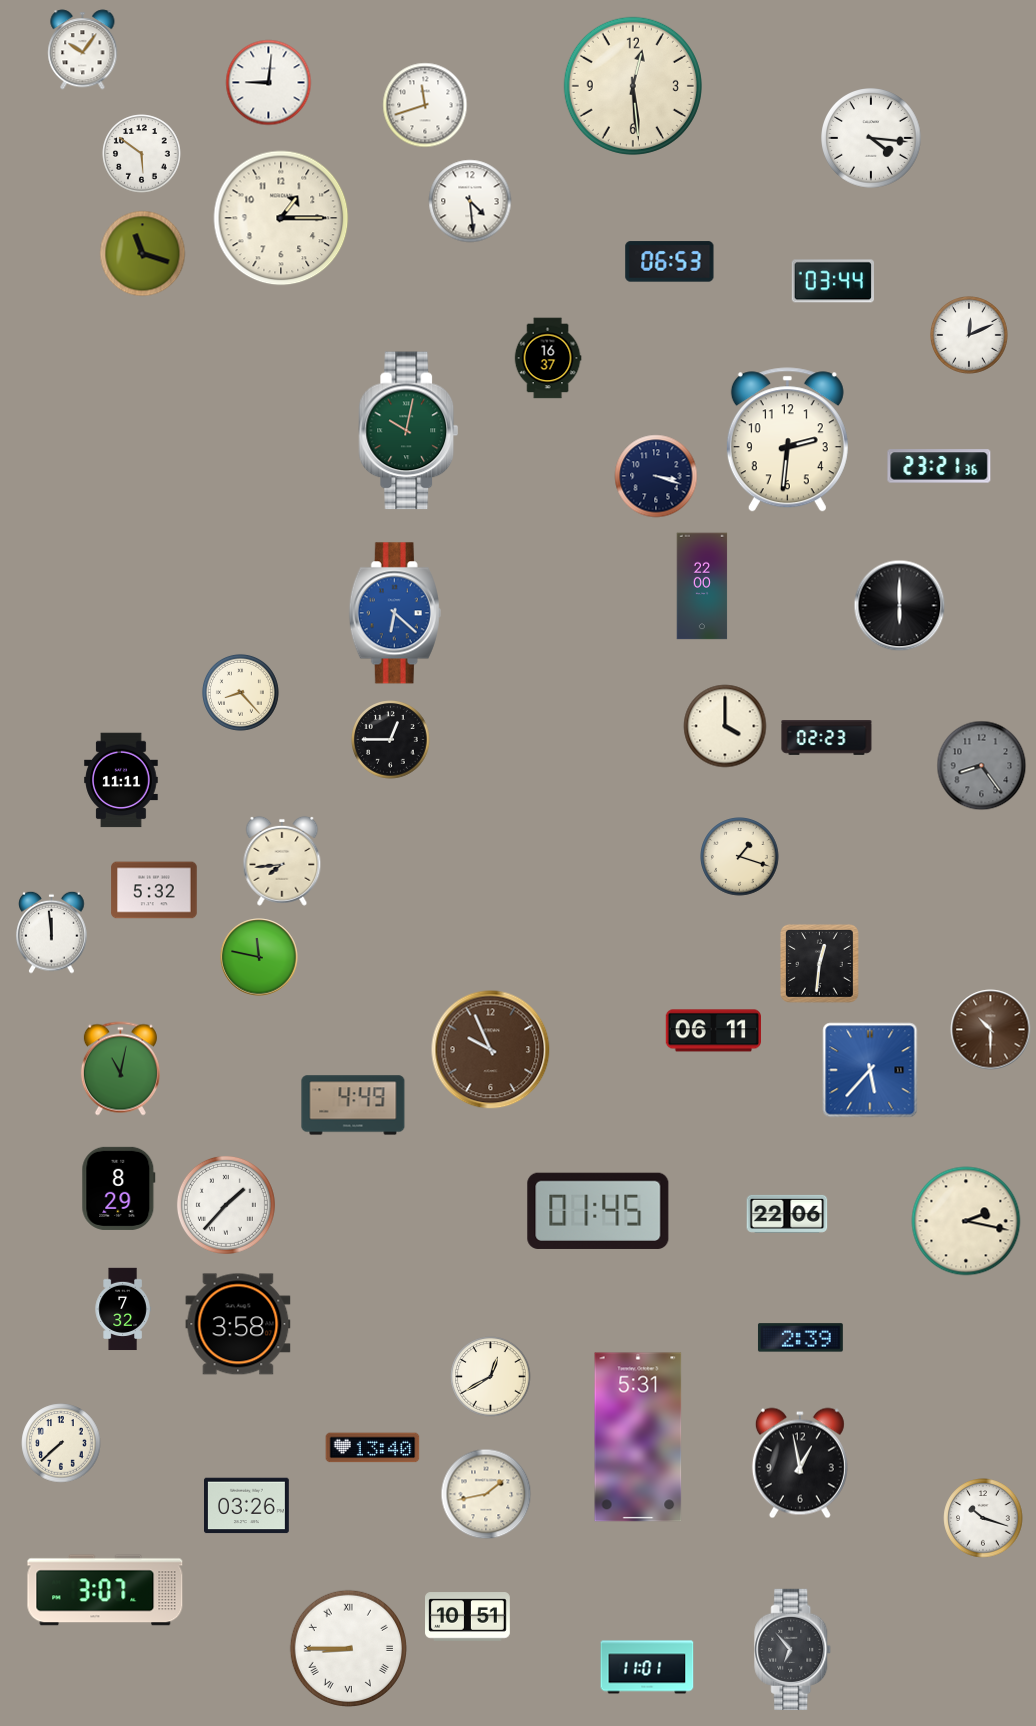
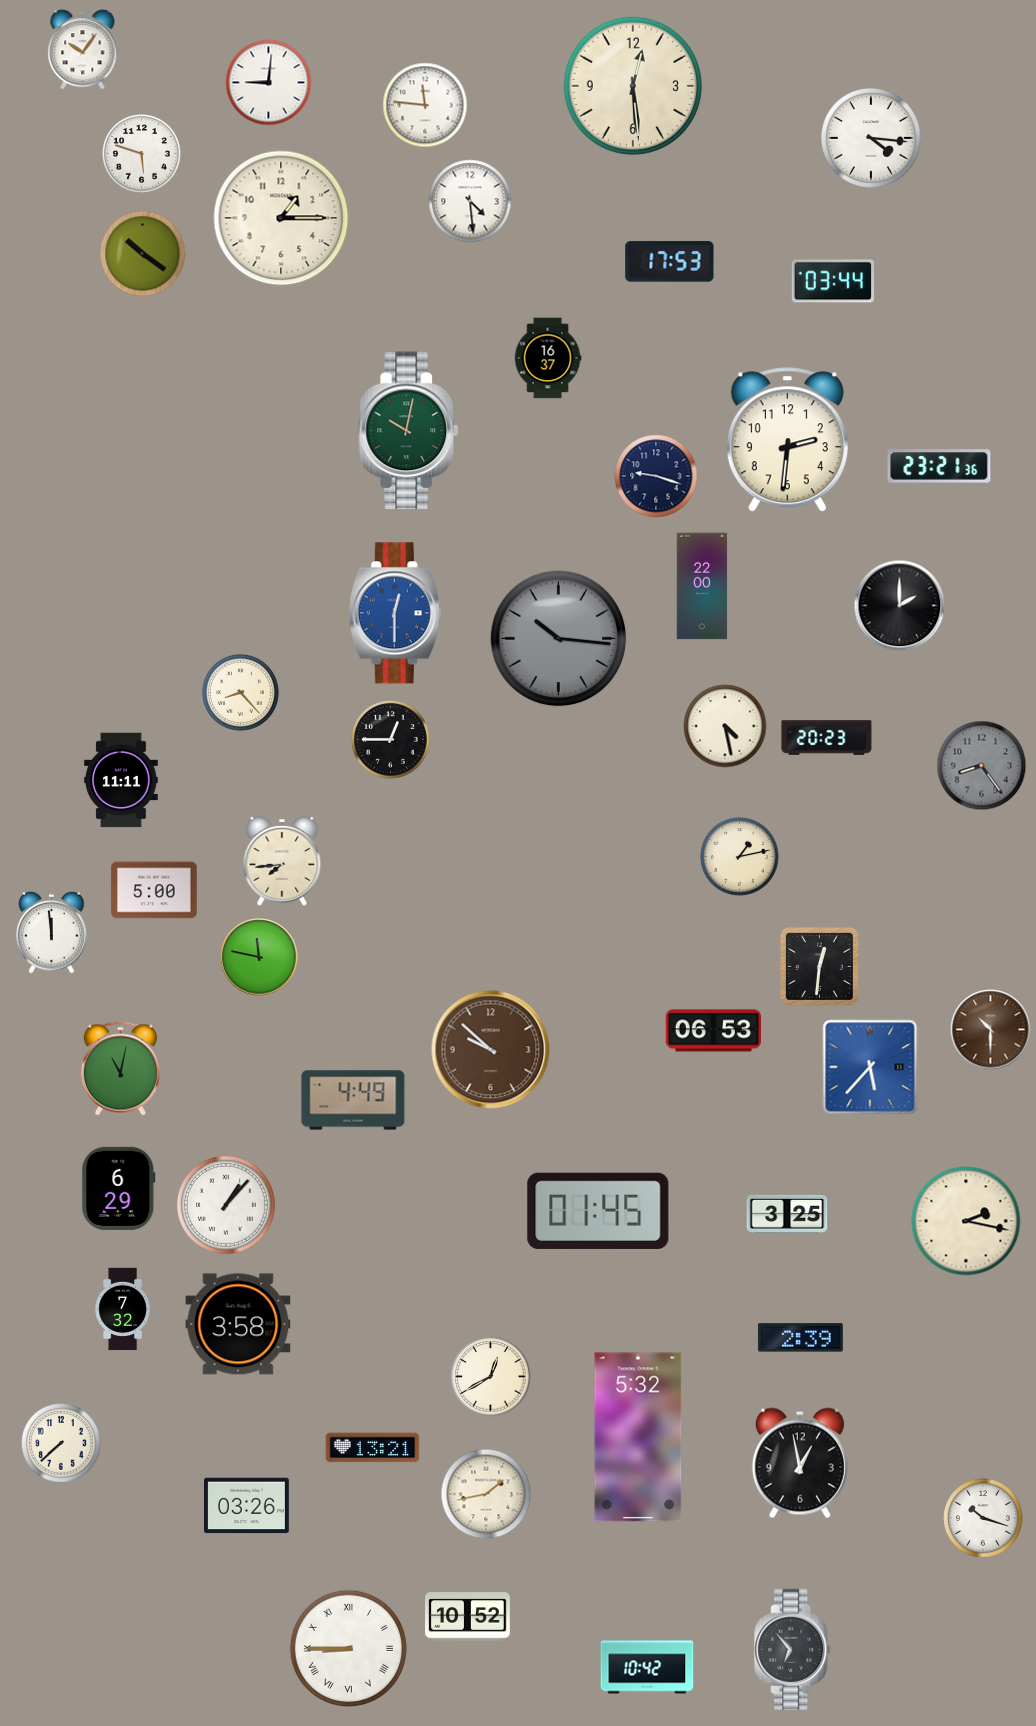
clock at (425, 105): 11:42 -> 11:46
clock at (142, 154): 5:51 -> 5:48
clock at (143, 254): 11:18 -> 10:21
clock at (670, 262): 06:53 -> 17:53
clock at (970, 336): 12:11 -> none
clock at (656, 476): 3:18 -> 9:18
clock at (900, 606): 6:00 -> 2:00
clock at (395, 613): 6:22 -> 12:30
clock at (559, 639): none -> 10:16
clock at (725, 726): 4:00 -> 4:28
clock at (827, 738): 02:23 -> 20:23
clock at (740, 857): 1:18 -> 1:13
clock at (154, 890): 5:32 -> 5:00
clock at (819, 963) position: (819, 963) -> (819, 966)
clock at (713, 1031): 06:11 -> 06:53
clock at (491, 1050): 9:56 -> 9:52
clock at (870, 1070) position: (870, 1070) -> (870, 1067)
clock at (353, 1105) position: (353, 1105) -> (353, 1100)
clock at (119, 1188): 8:29 -> 6:29
clock at (226, 1205): 1:37 -> 1:07
clock at (787, 1214): 22:06 -> 3:25
clock at (638, 1437): 5:31 -> 5:32
clock at (373, 1448): 13:40 -> 13:21
clock at (105, 1590): 3:07 -> none
clock at (468, 1617): 10:51 -> 10:52
clock at (647, 1667): 11:01 -> 10:42
